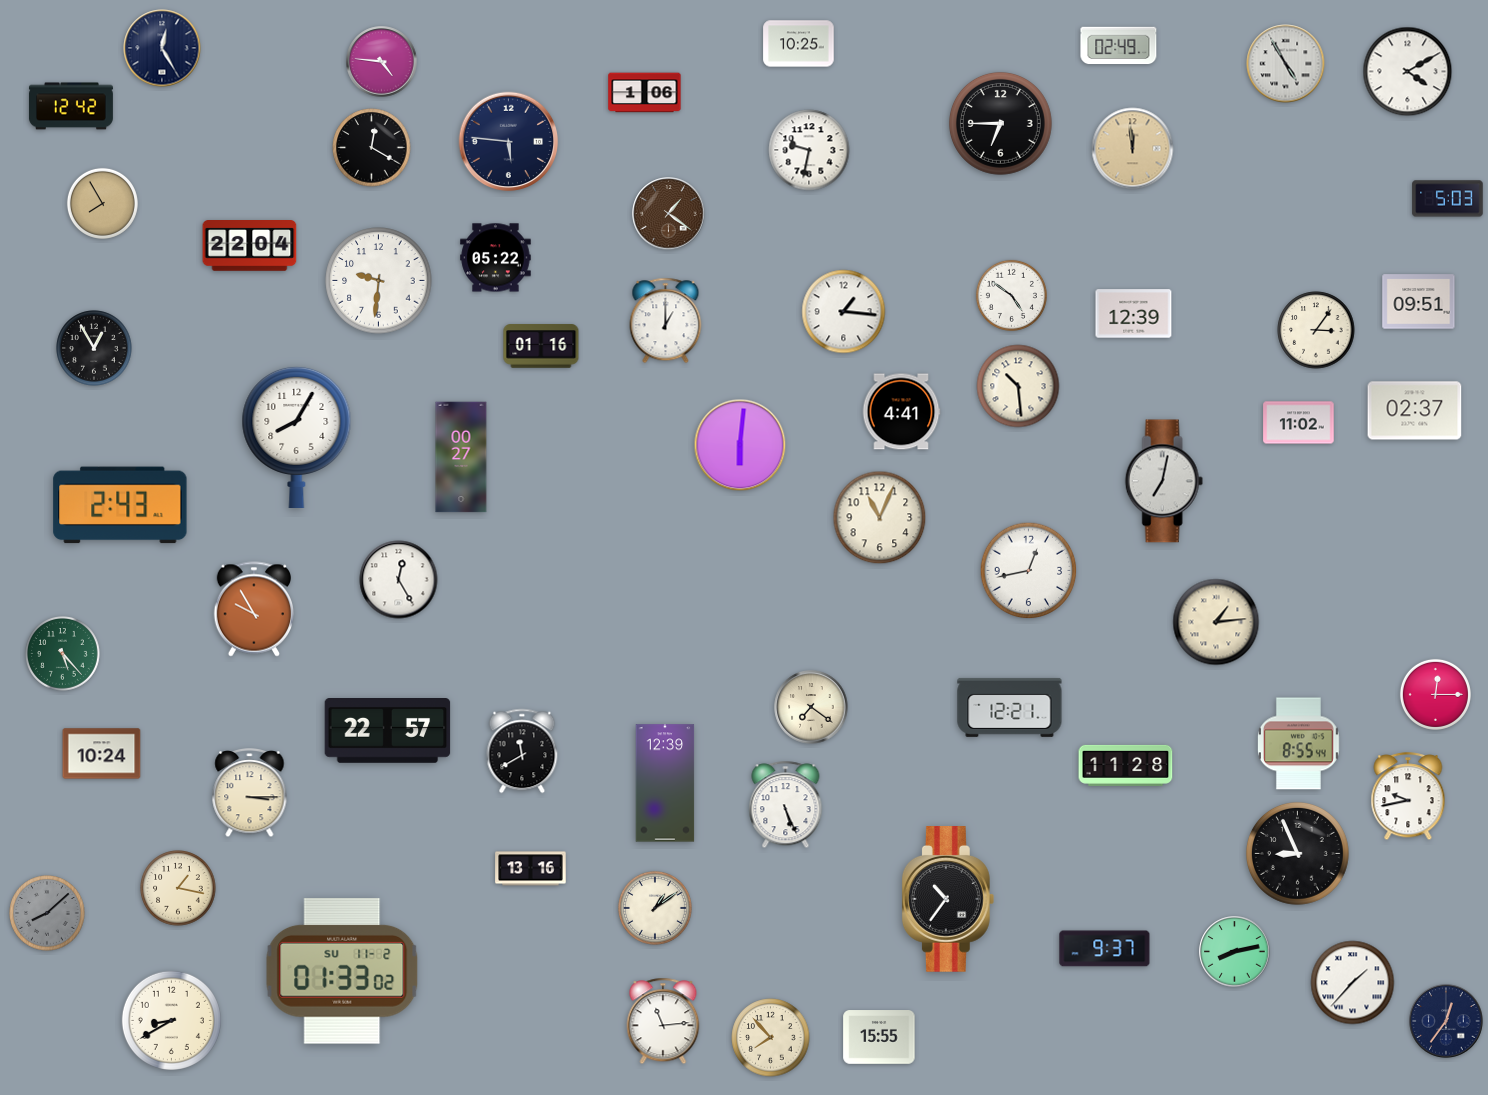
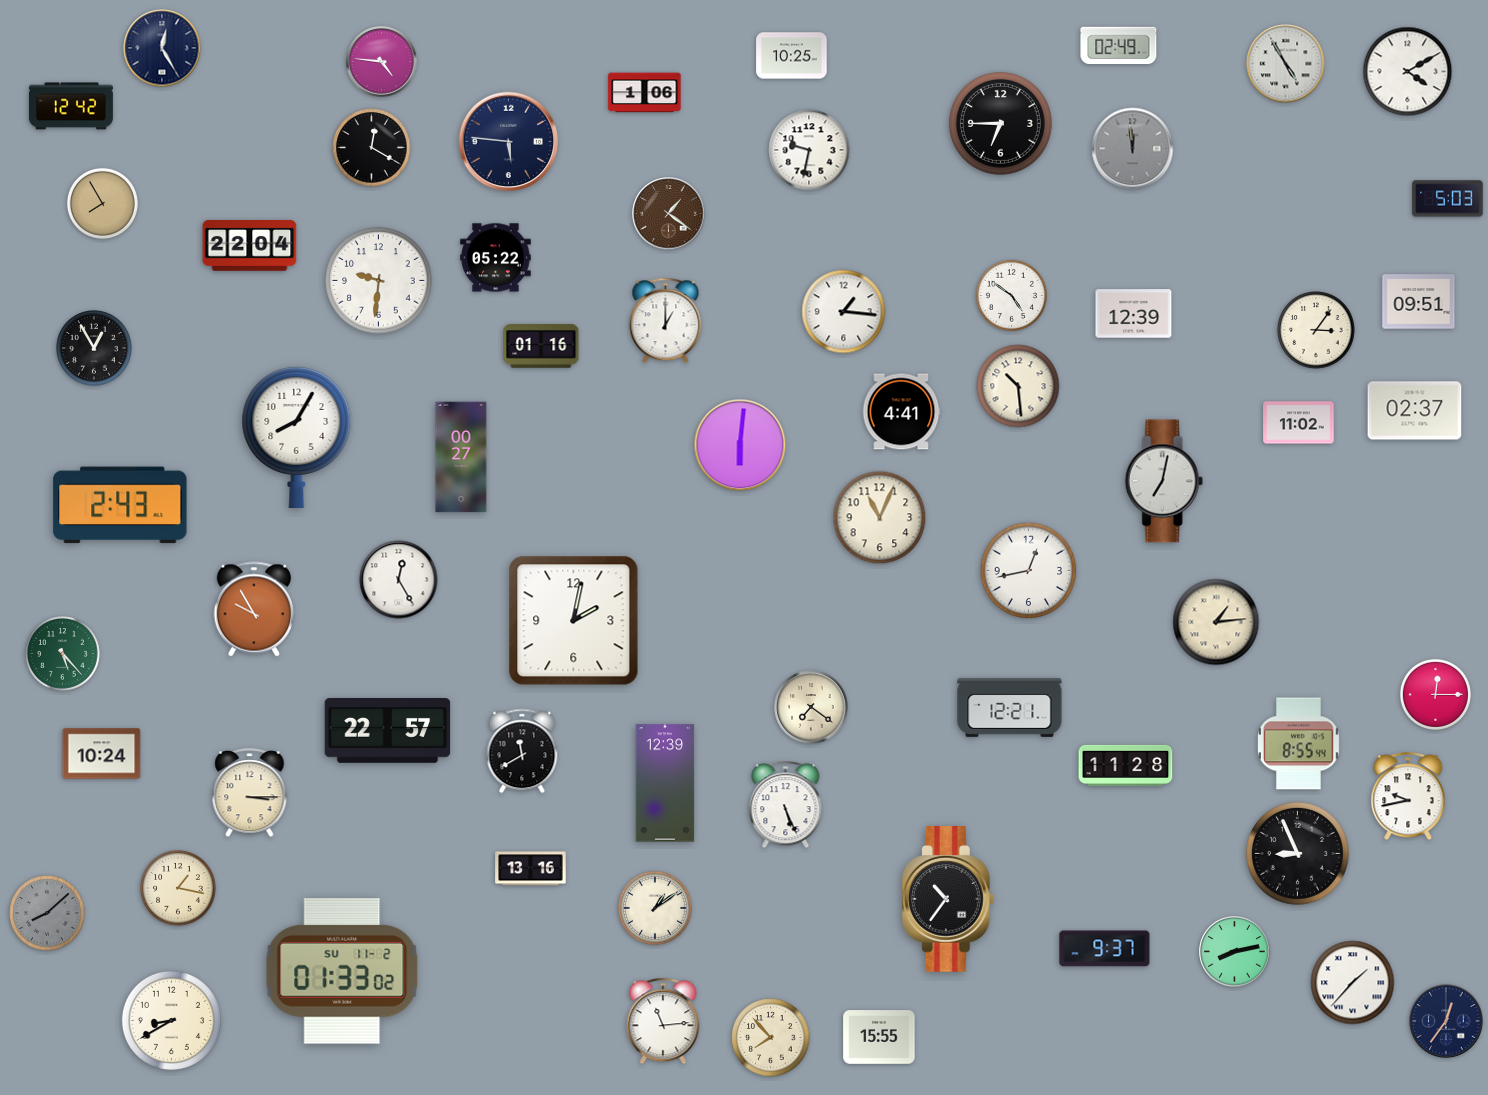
clock at (799, 44) position: (799, 44) -> (792, 56)
clock at (1133, 149) dial: champagne -> grey
clock at (574, 621): none -> 2:02
